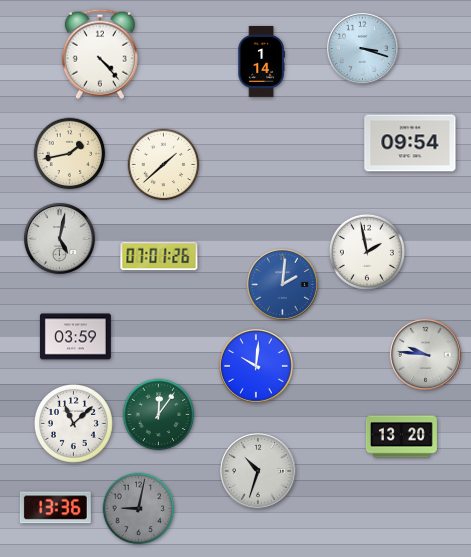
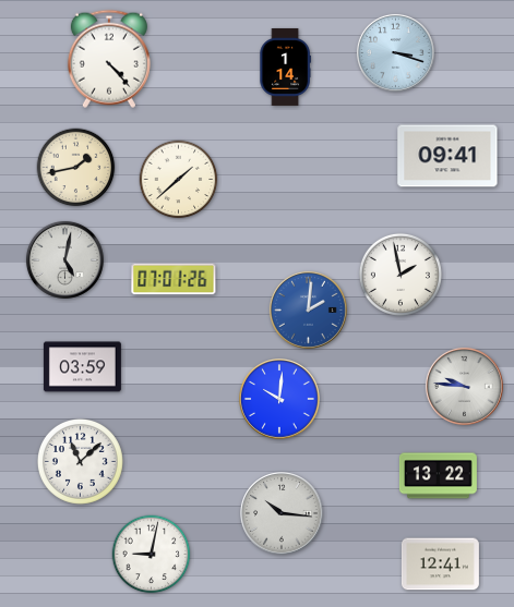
clock at (410, 143): 09:54 -> 09:41
clock at (159, 415): 12:06 -> none
clock at (401, 437): 13:20 -> 13:22
clock at (258, 471): 10:33 -> 10:16
clock at (55, 508): 13:36 -> none
clock at (139, 509) dial: grey -> white
clock at (440, 564): none -> 12:41
